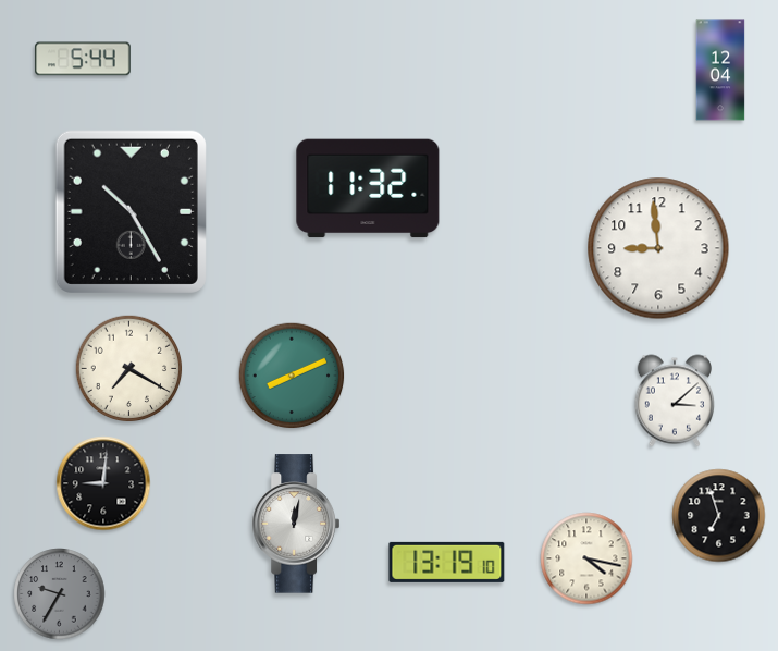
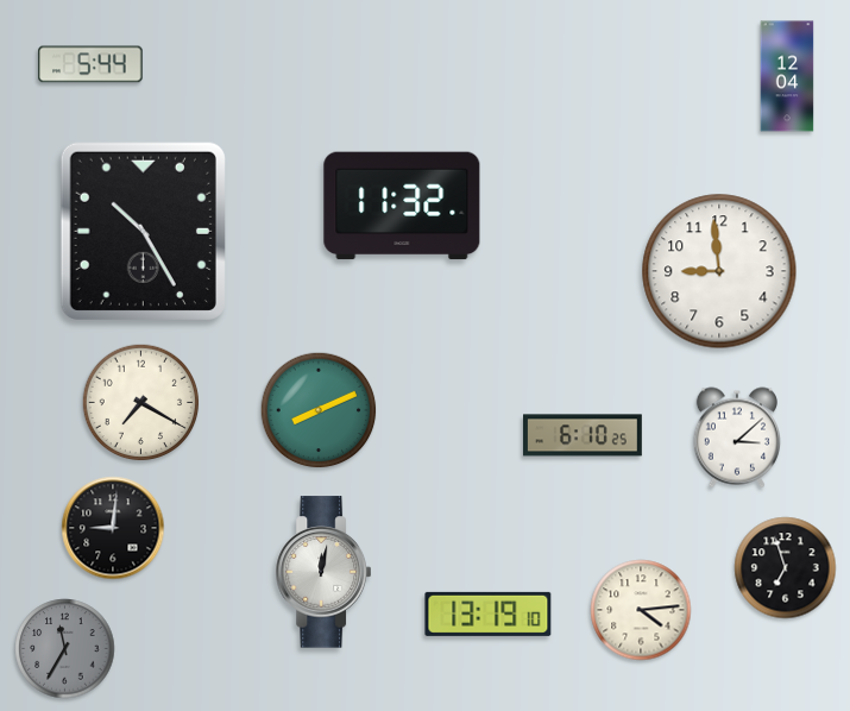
clock at (584, 435): none -> 6:10
clock at (719, 516) position: (719, 516) -> (786, 568)
clock at (586, 558): 4:17 -> 4:14
clock at (60, 594): 9:35 -> 11:35
